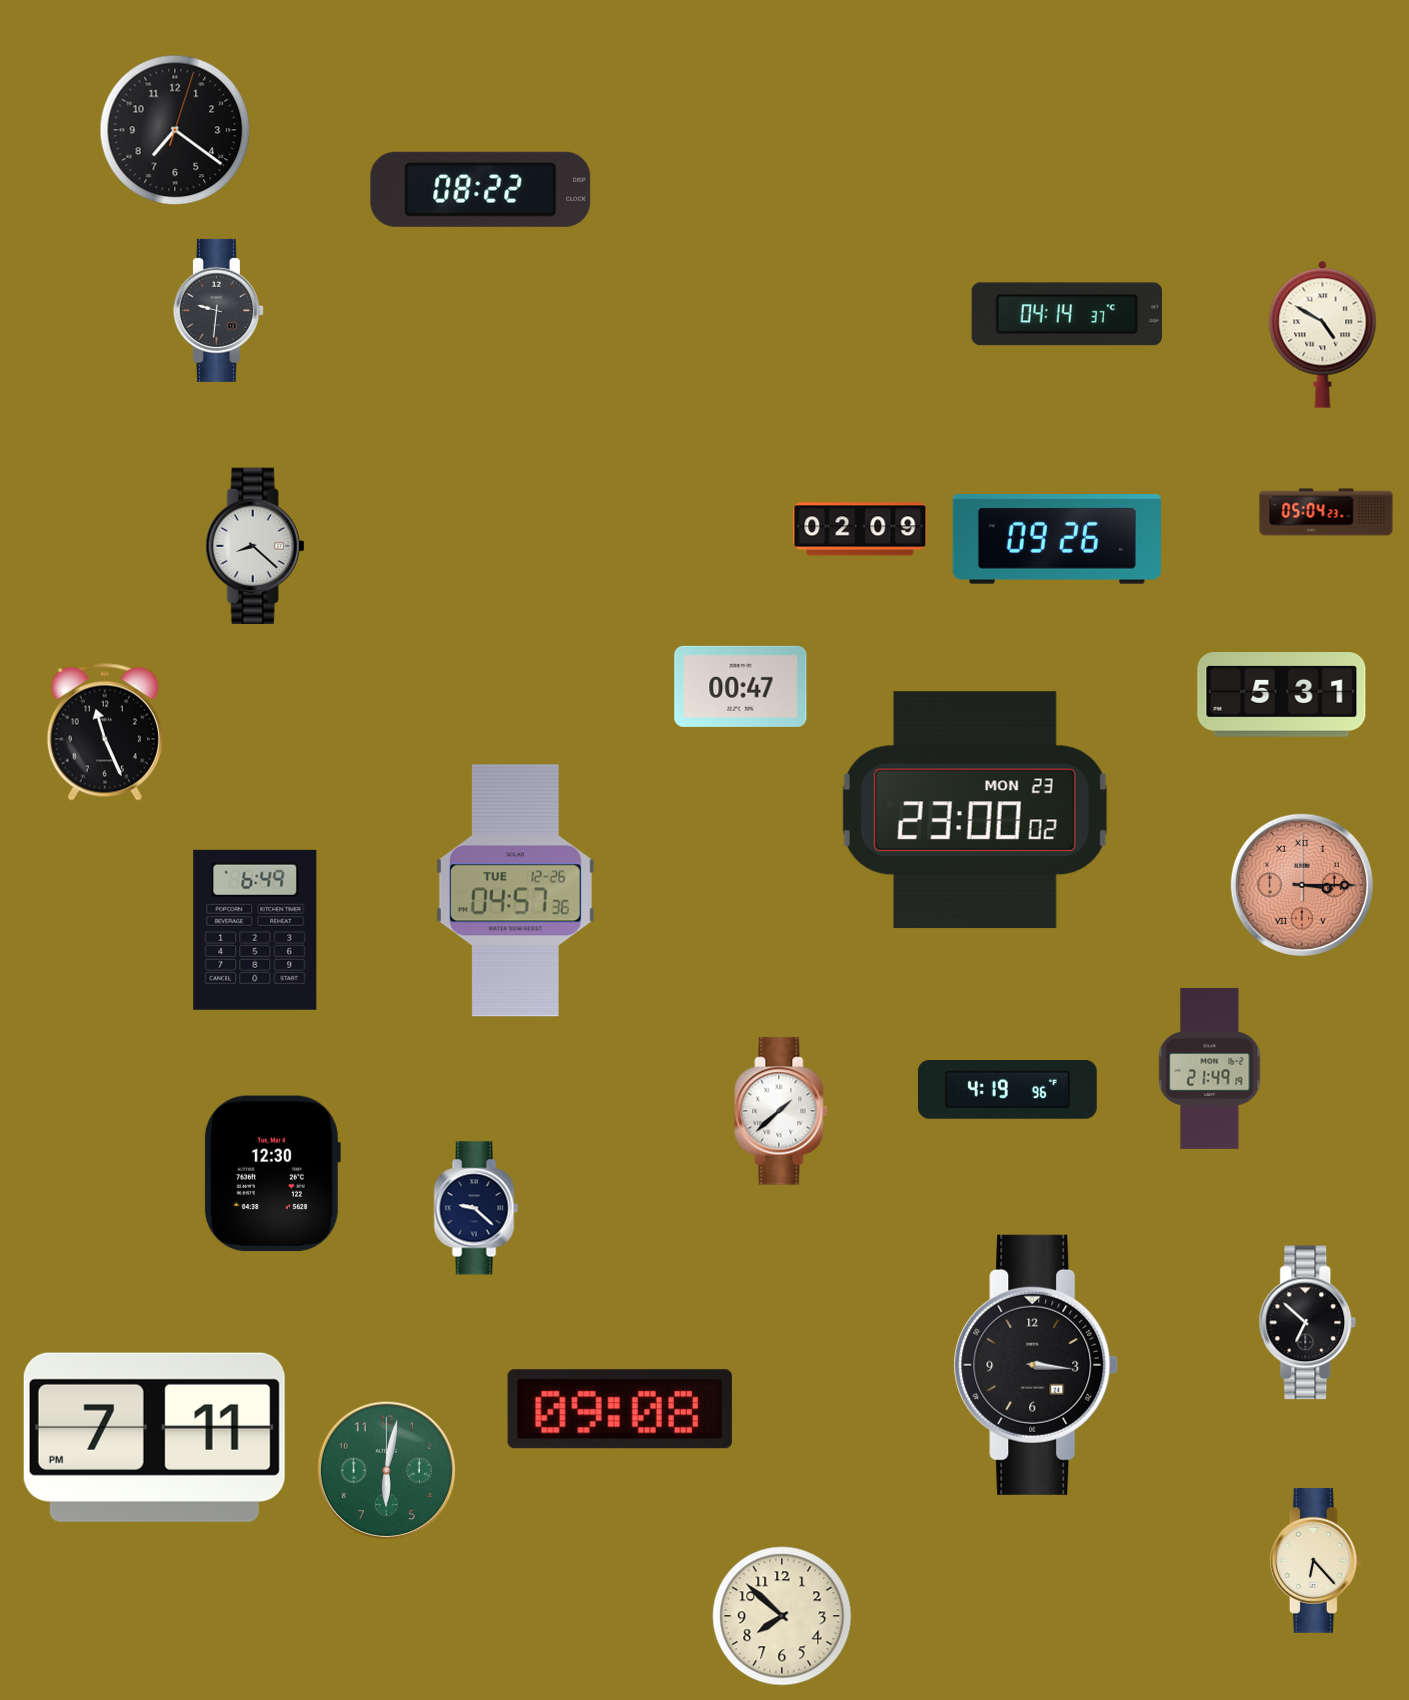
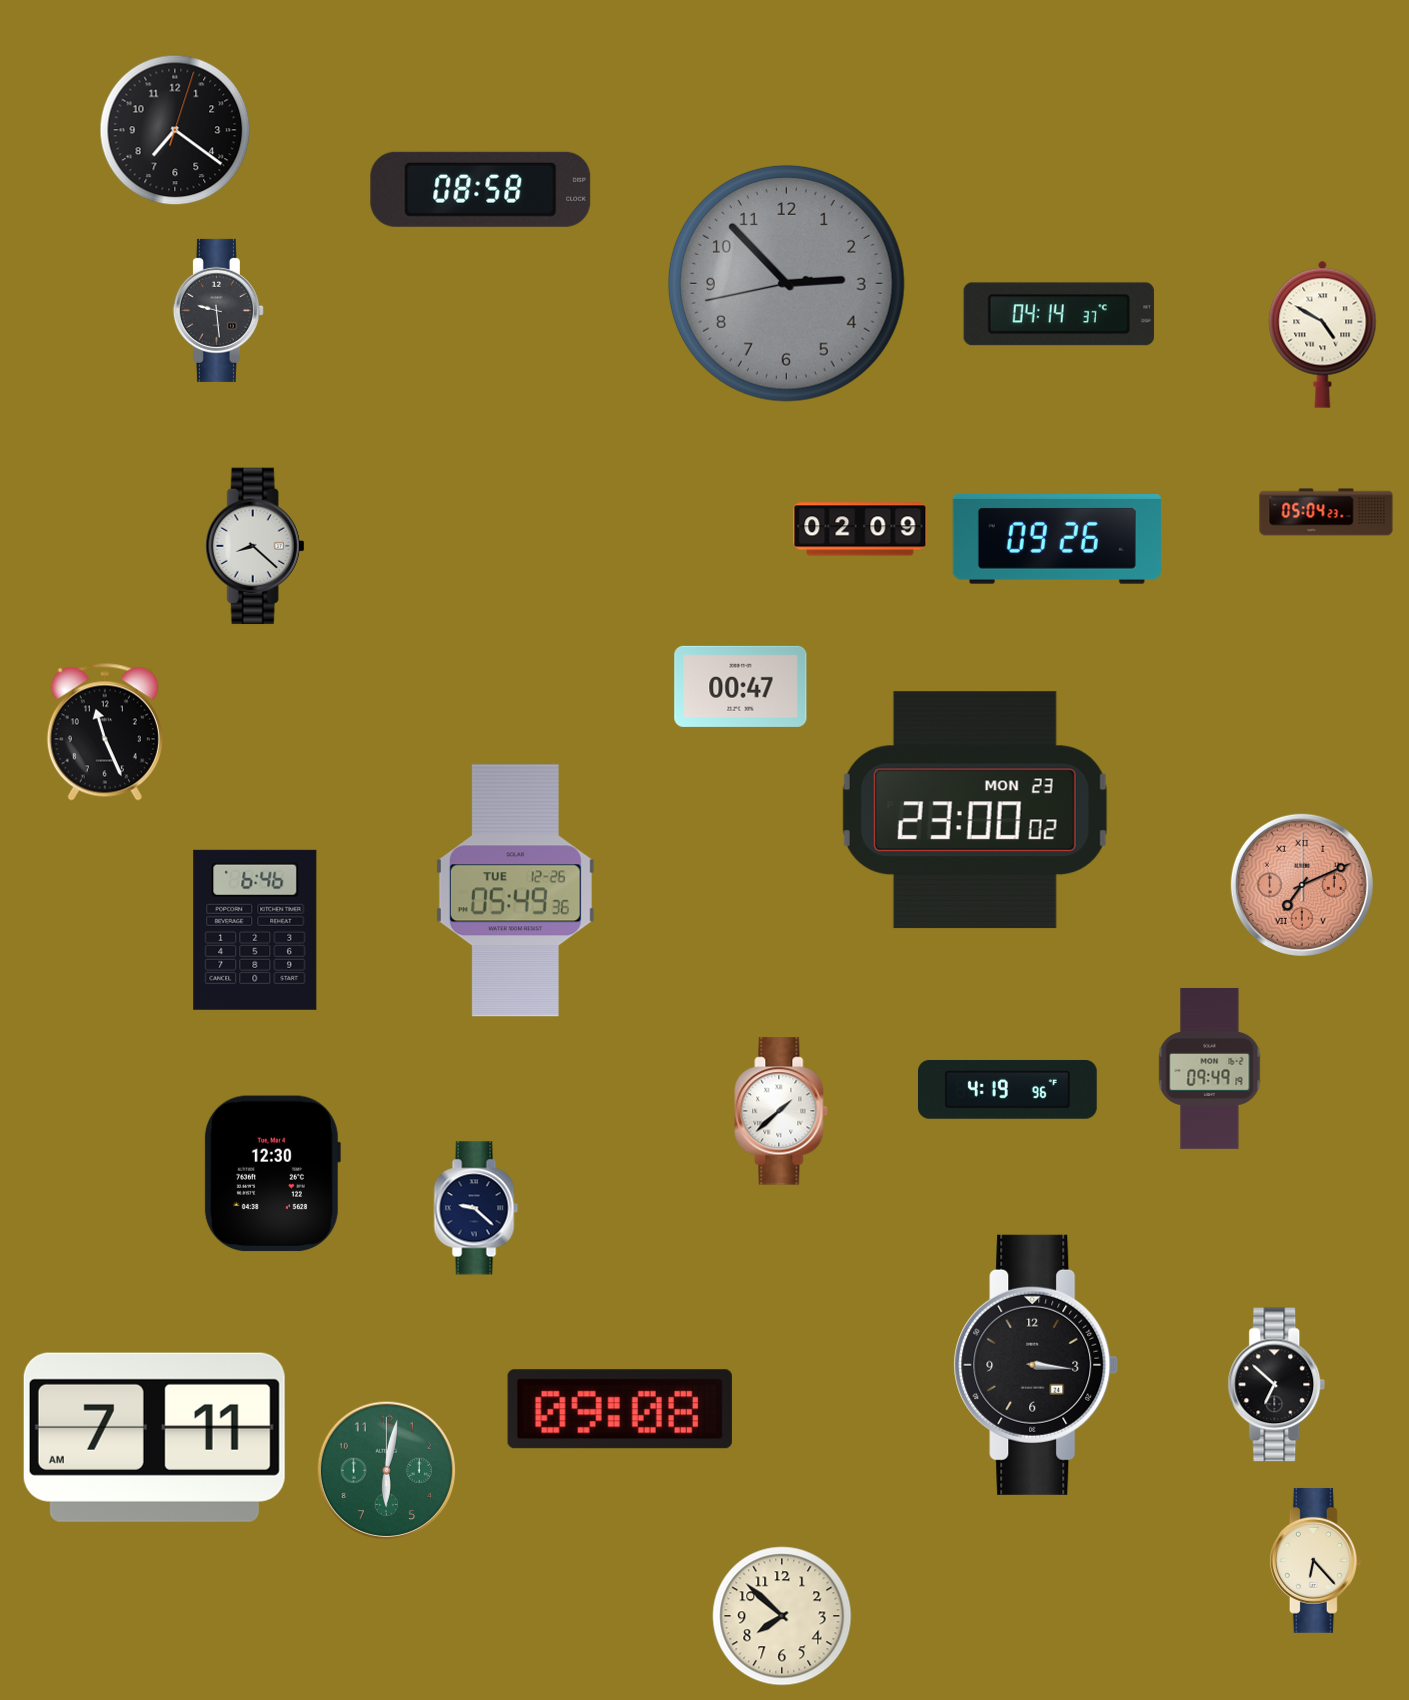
clock at (481, 189): 08:22 -> 08:58
clock at (786, 283): none -> 2:52
clock at (218, 310): 9:31 -> 9:29
clock at (1067, 314) position: (1067, 314) -> (1059, 314)
clock at (1282, 695): 5:31 -> none
clock at (1302, 885): 3:15 -> 7:11
clock at (515, 891): 04:57 -> 05:49
clock at (255, 930): 6:49 -> 6:46
clock at (1210, 1068): 21:49 -> 09:49
clock at (1308, 1323) position: (1308, 1323) -> (1277, 1385)
clock at (154, 1437): 7:11 PM -> 7:11 AM
